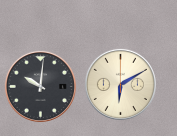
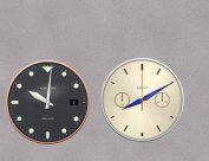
clock at (120, 84): 6:10 -> 8:10
